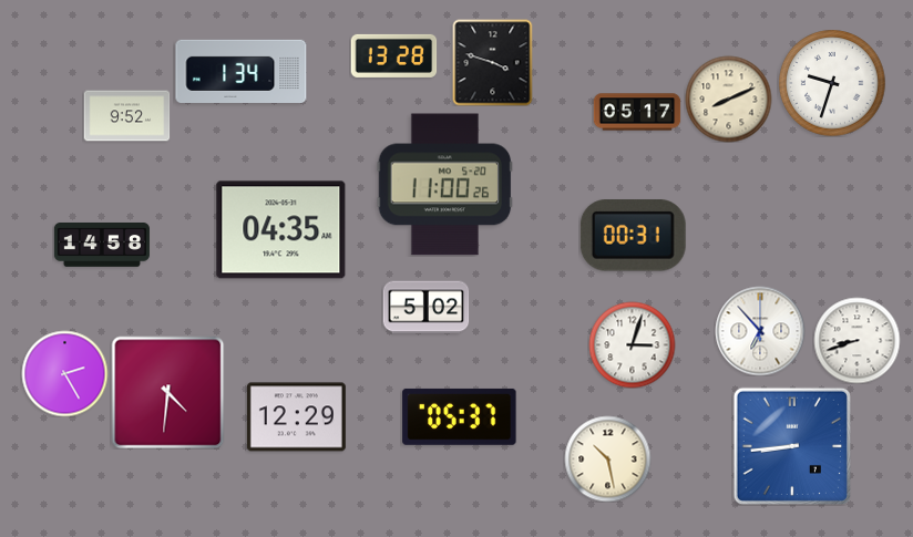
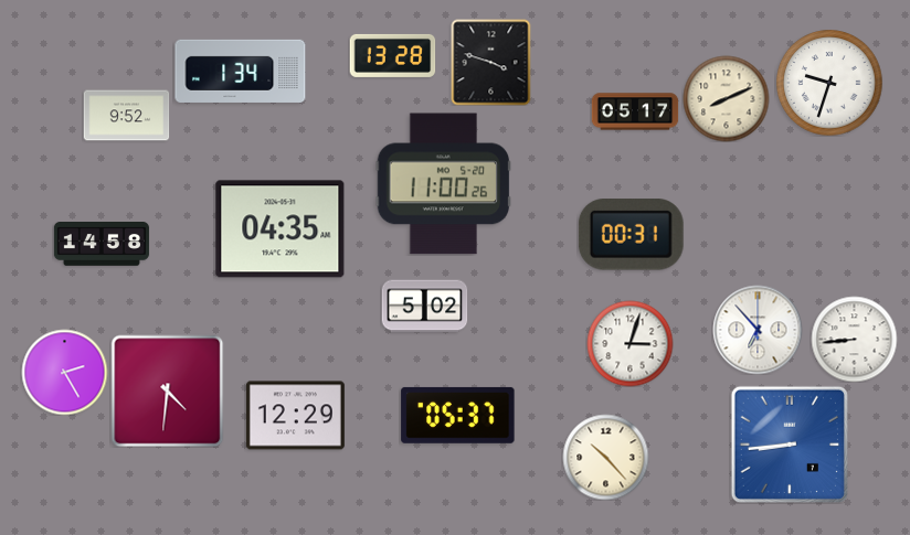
clock at (856, 340): 8:42 -> 8:44
clock at (607, 458): 10:28 -> 10:23
